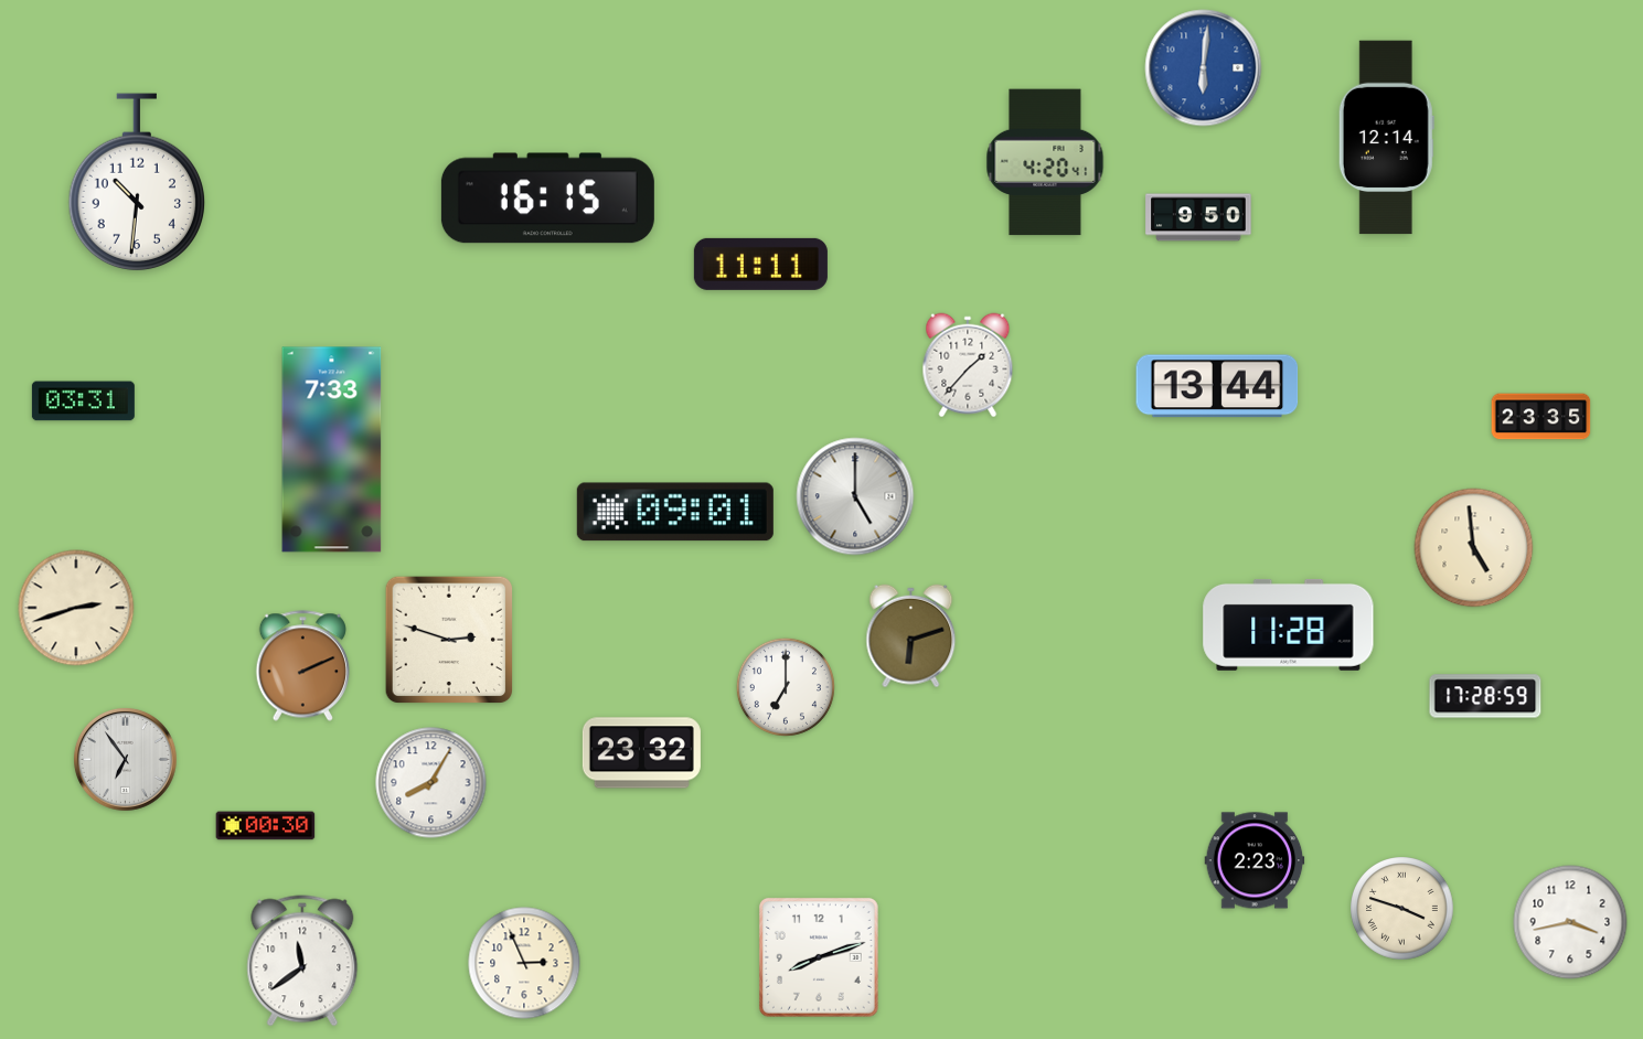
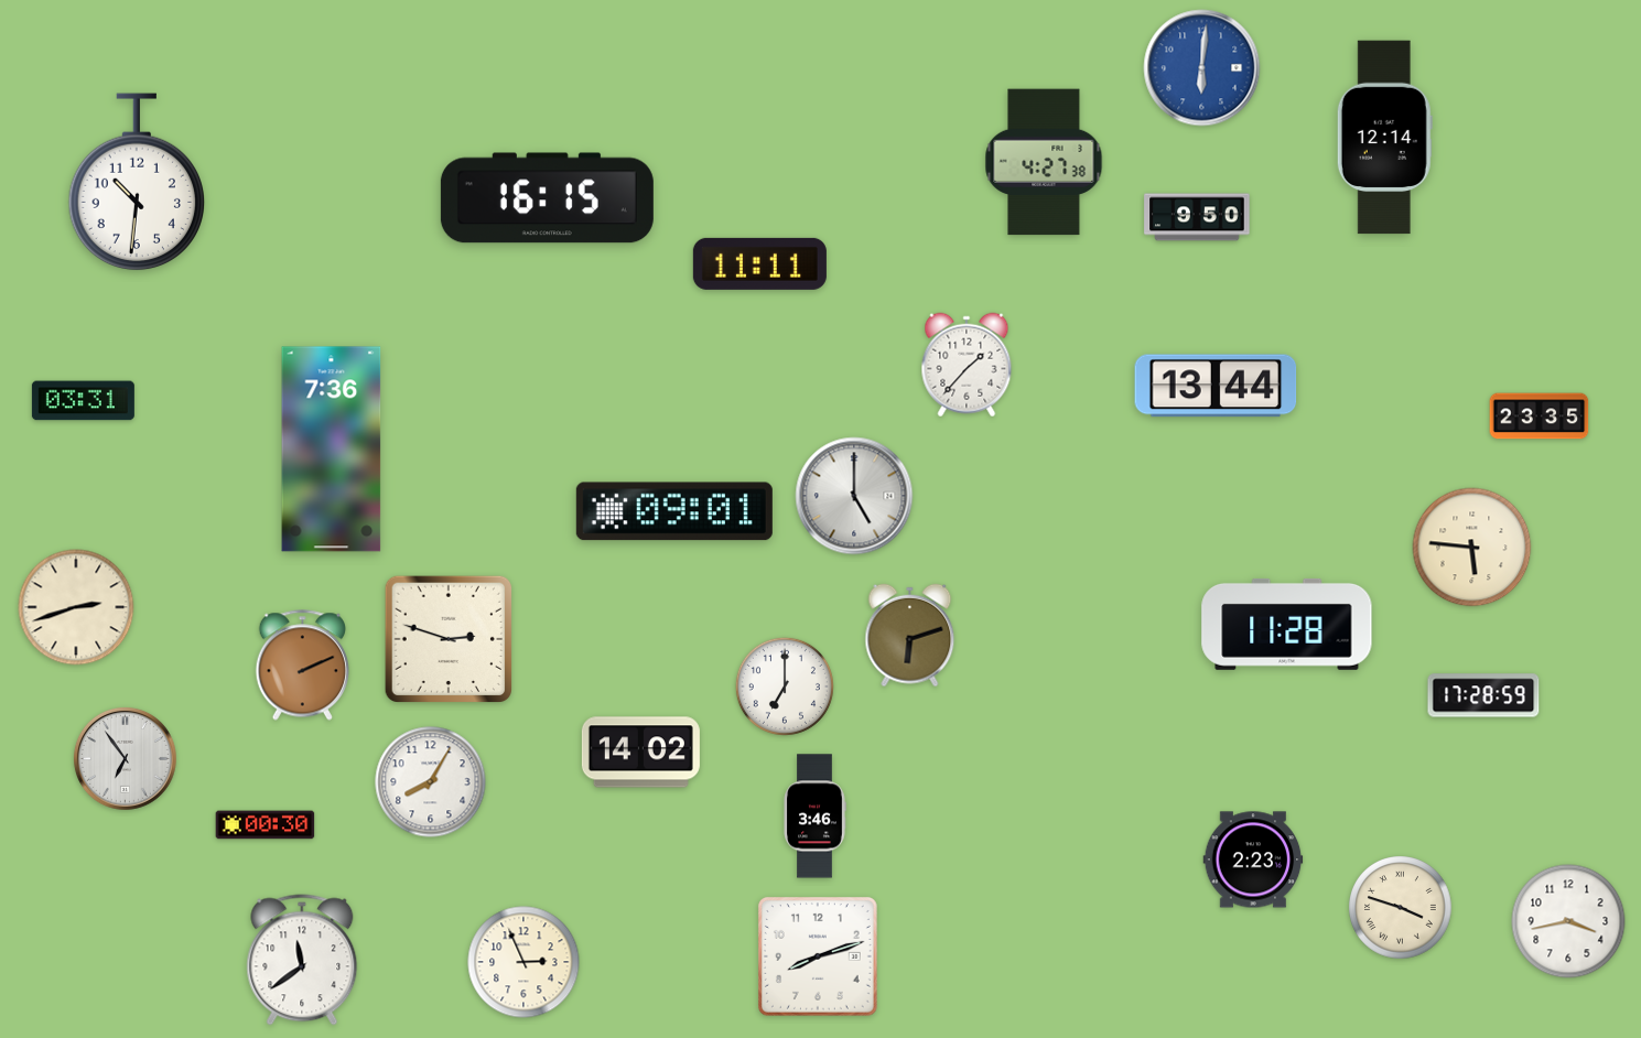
clock at (1045, 162): 4:20 -> 4:27
clock at (332, 450): 7:33 -> 7:36
clock at (1474, 548): 4:59 -> 5:46
clock at (641, 753): 23:32 -> 14:02
clock at (814, 817): none -> 3:46
